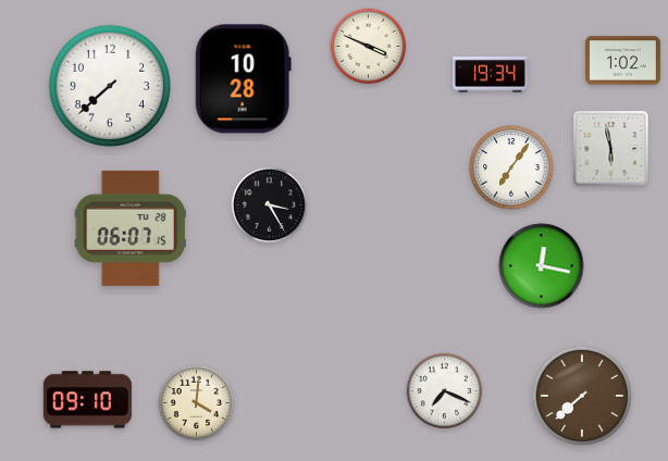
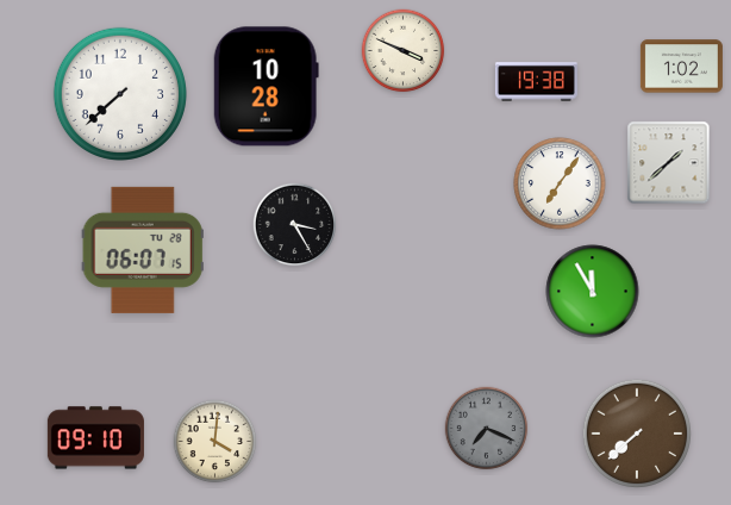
clock at (490, 75): 19:34 -> 19:38
clock at (611, 149): 5:58 -> 1:38
clock at (542, 266): 12:17 -> 11:55
clock at (445, 391) dial: white -> grey
